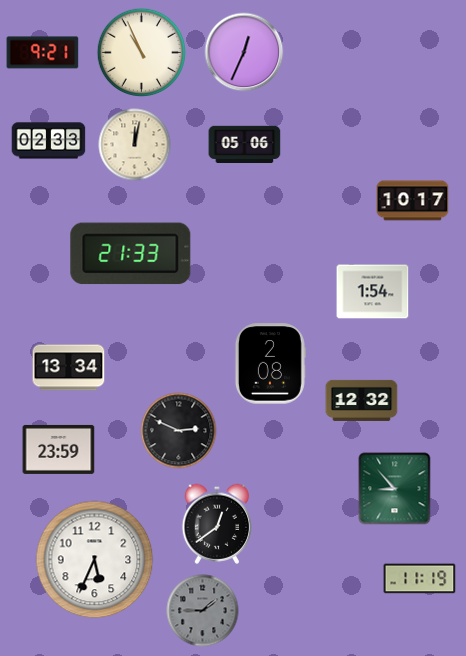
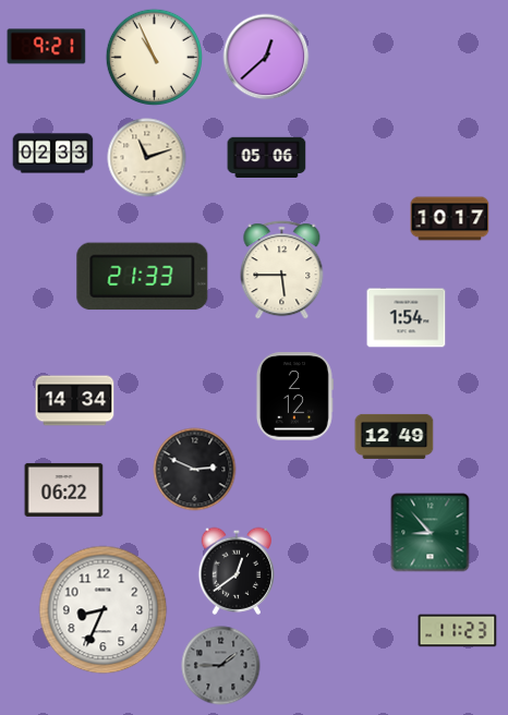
clock at (244, 52): 12:34 -> 12:38
clock at (43, 53) position: (43, 53) -> (47, 47)
clock at (135, 145): 12:02 -> 11:12
clock at (282, 270): none -> 5:45
clock at (270, 364): 2:08 -> 2:12
clock at (69, 368): 13:34 -> 14:34
clock at (362, 400): 12:32 -> 12:49
clock at (59, 449): 23:59 -> 06:22
clock at (95, 560): 5:34 -> 8:34
clock at (420, 579): 11:19 -> 11:23
